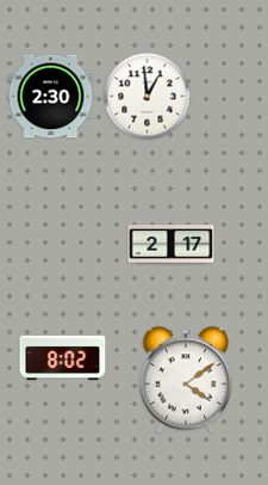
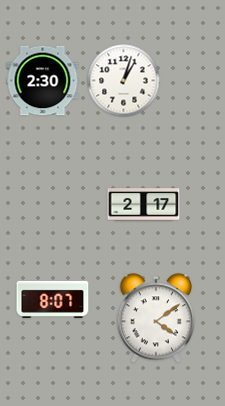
clock at (148, 97): 12:59 -> 1:03
clock at (63, 357): 8:02 -> 8:07
